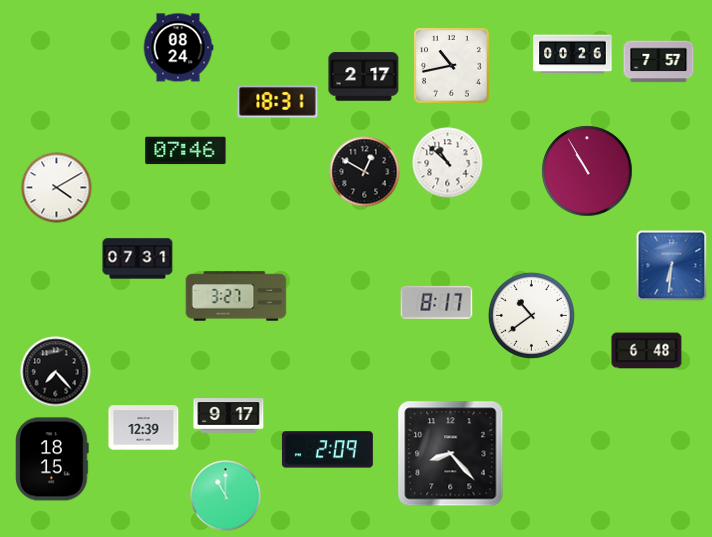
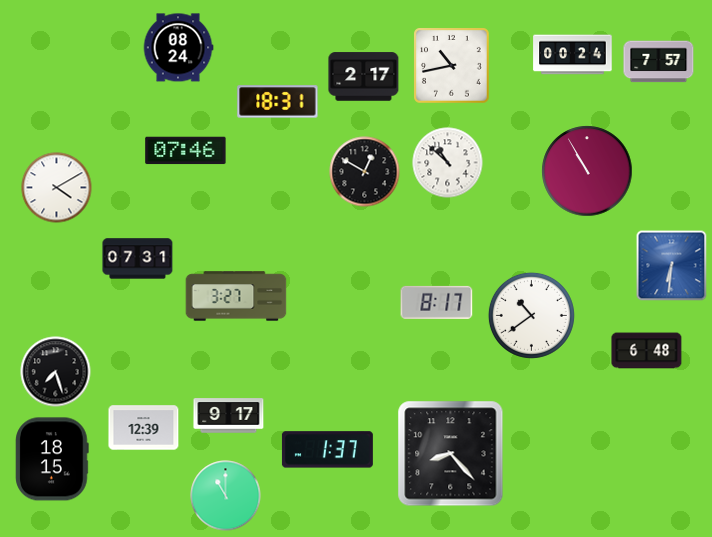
clock at (573, 55): 00:26 -> 00:24
clock at (56, 372): 7:23 -> 7:27
clock at (327, 450): 2:09 -> 1:37
